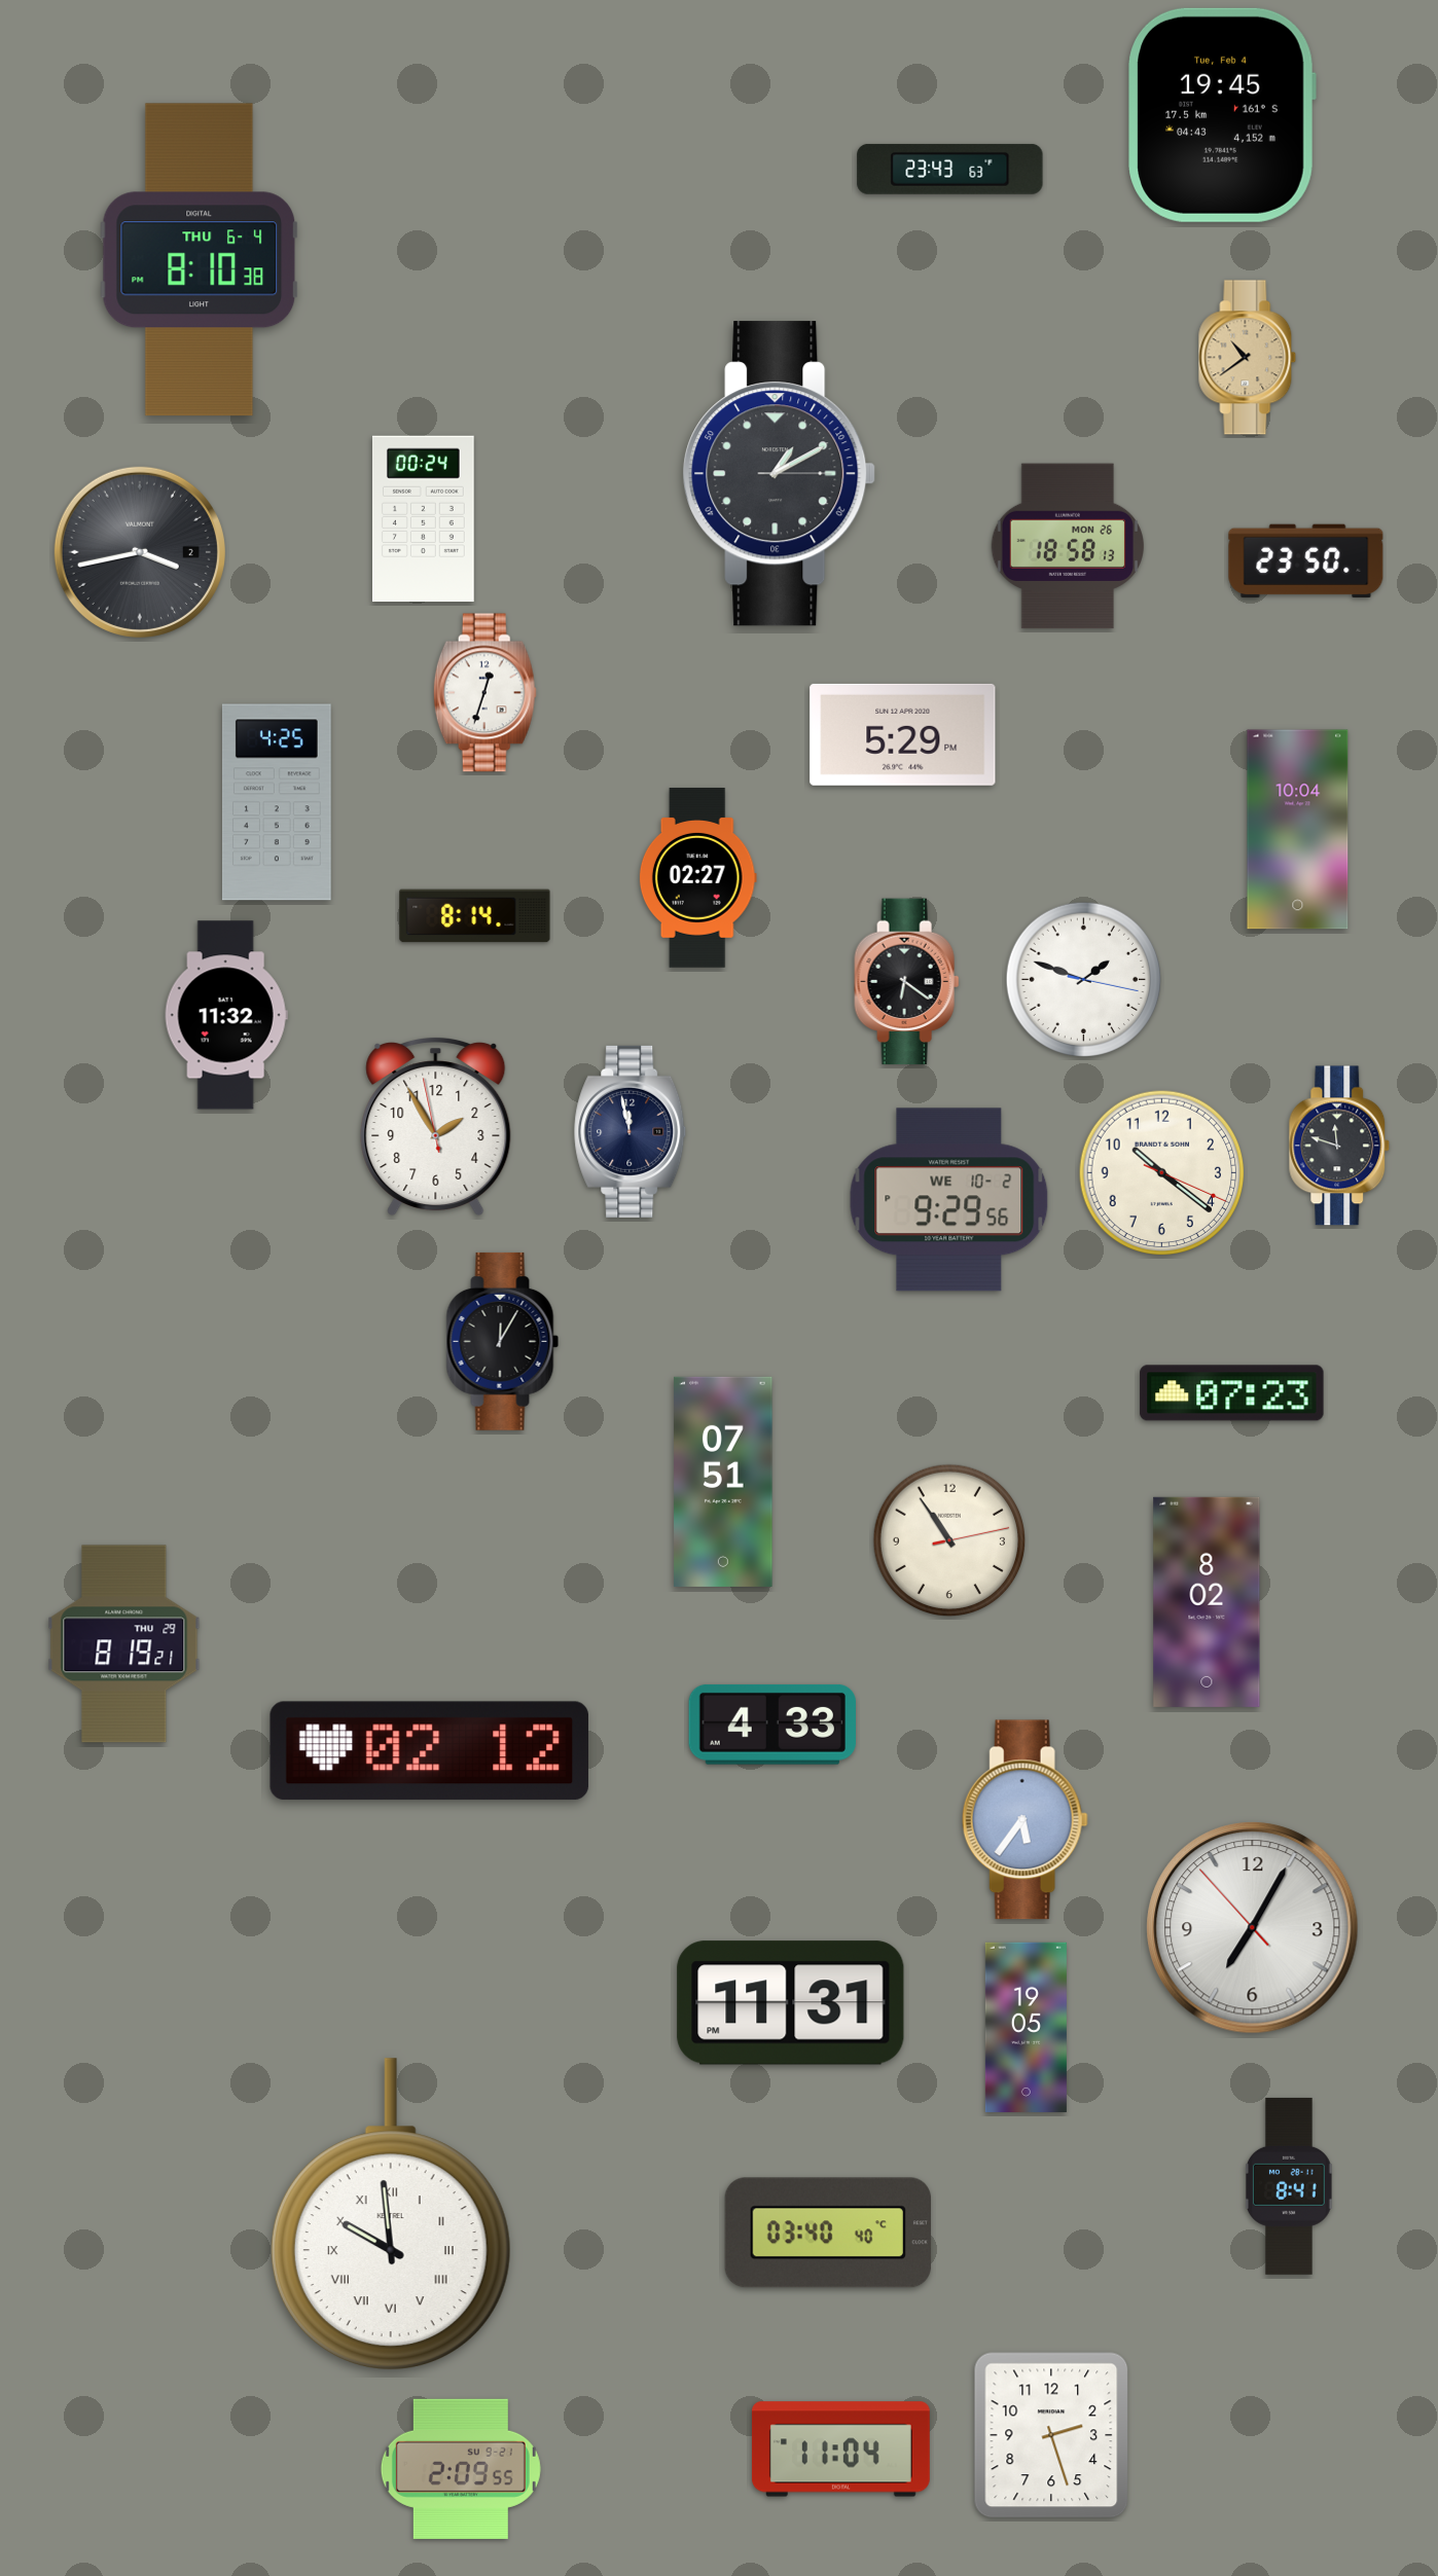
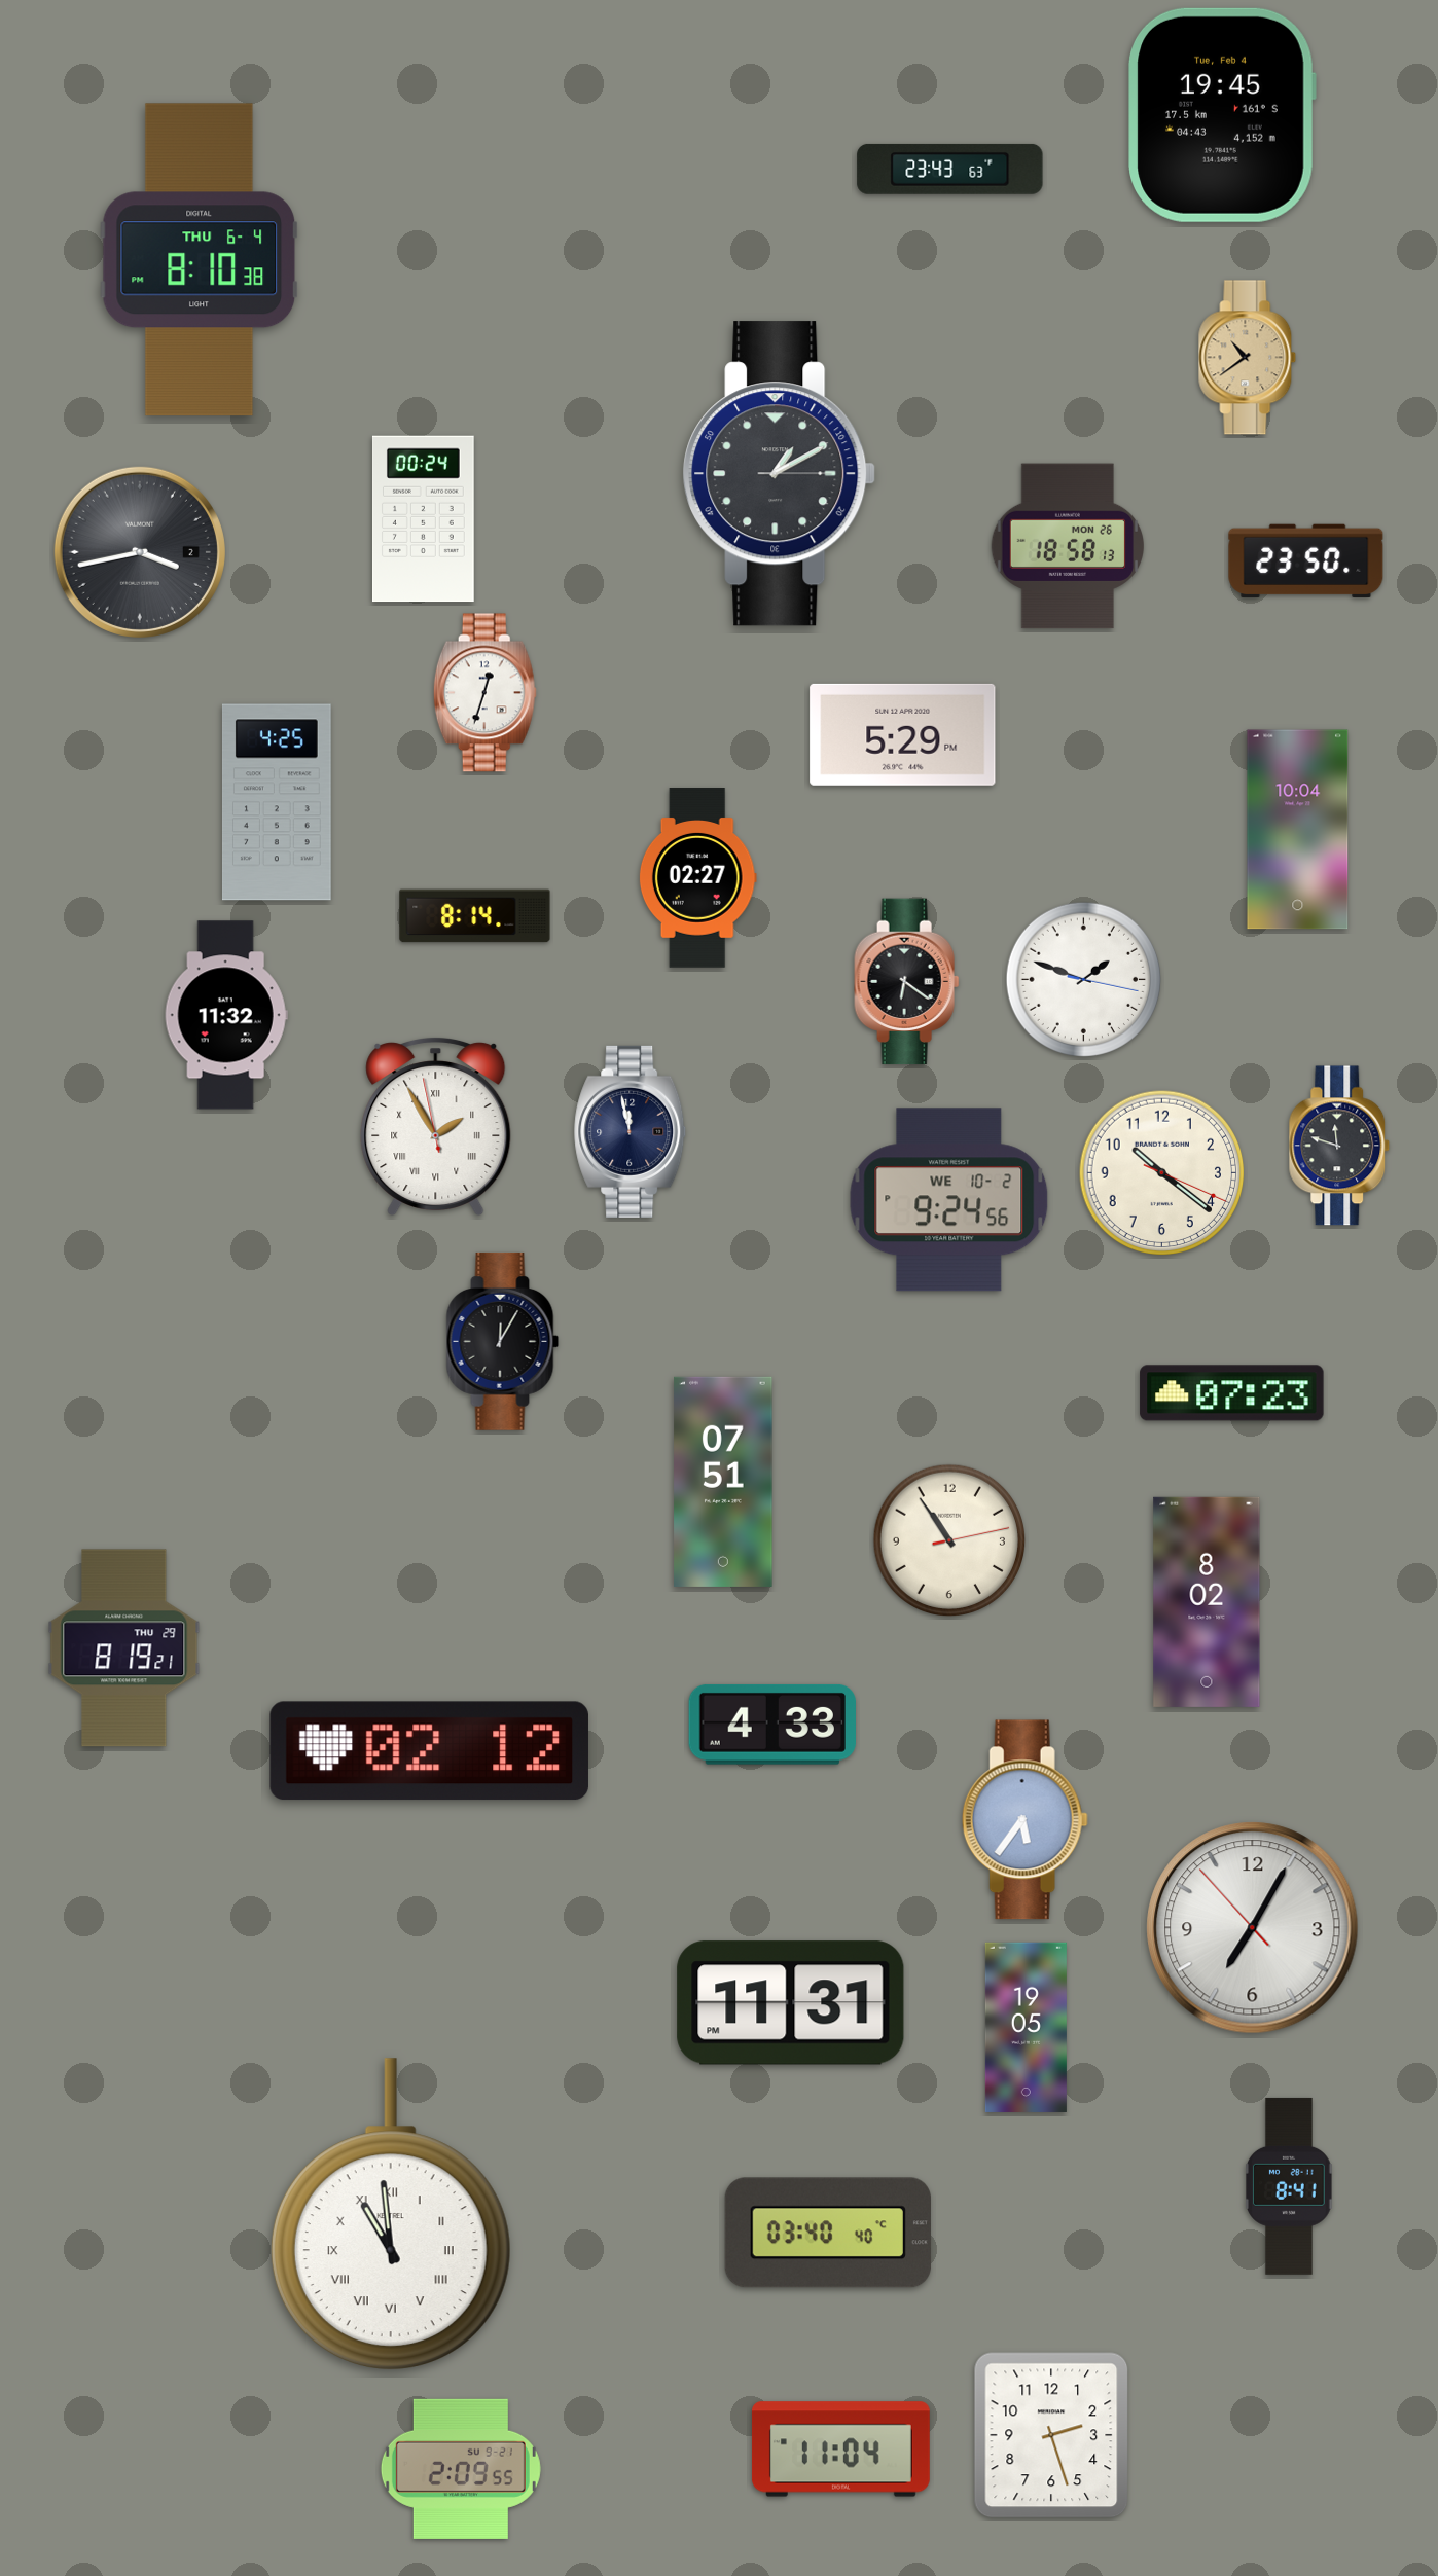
clock at (436, 1126) numerals: Arabic -> Roman
clock at (949, 1200): 9:29 -> 9:24
clock at (124, 1644) position: (124, 1644) -> (124, 1648)
clock at (391, 2214): 9:59 -> 10:59
